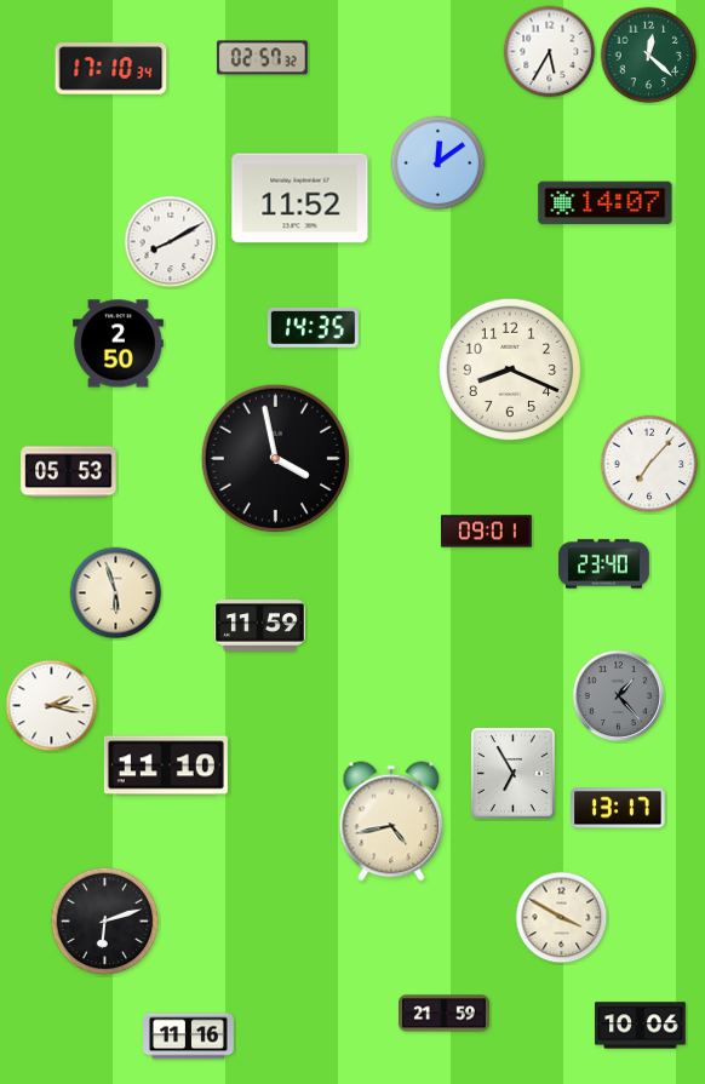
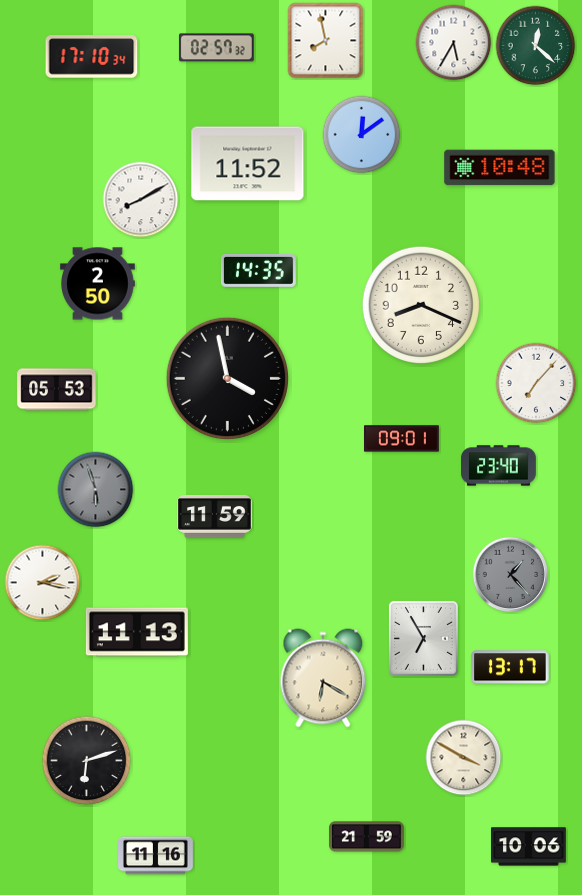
clock at (326, 41): none -> 7:58
clock at (606, 203): 14:07 -> 10:48
clock at (116, 593) dial: cream -> grey
clock at (166, 765): 11:10 -> 11:13
clock at (391, 821): 4:43 -> 6:20
